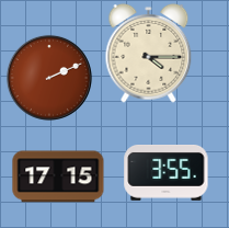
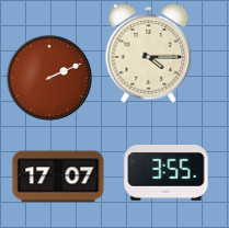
clock at (58, 176): 17:15 -> 17:07
